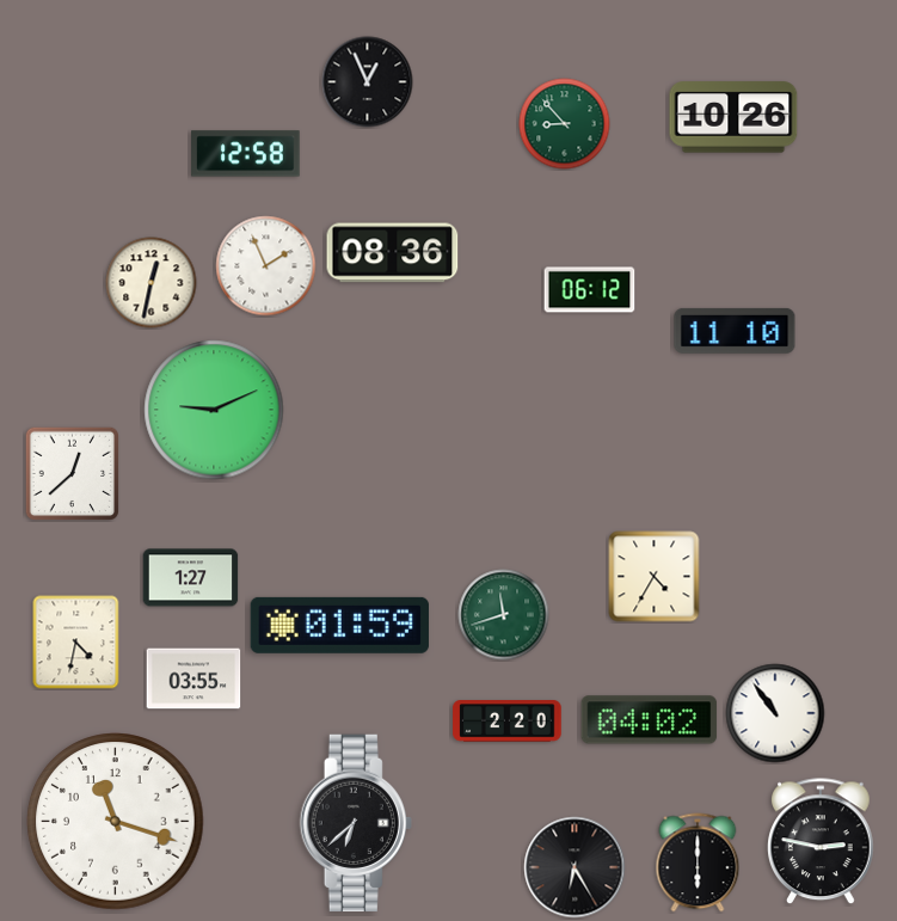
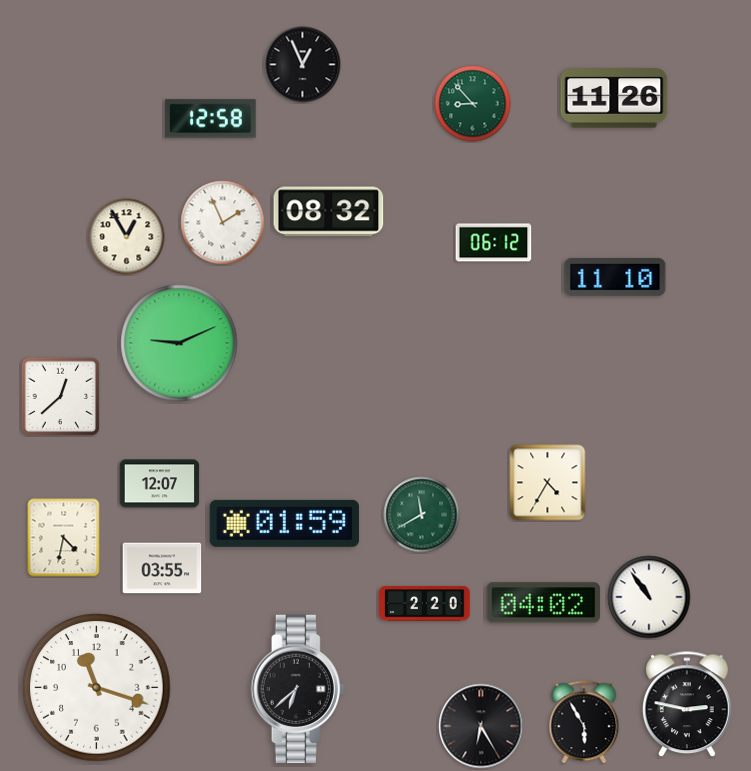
clock at (368, 82) position: (368, 82) -> (303, 65)
clock at (733, 117): 10:26 -> 11:26
clock at (246, 154) position: (246, 154) -> (211, 119)
clock at (393, 253): 08:36 -> 08:32
clock at (152, 283): 12:32 -> 12:55
clock at (191, 578): 1:27 -> 12:07
clock at (504, 615): 11:42 -> 11:40
clock at (698, 862): 6:00 -> 5:55
